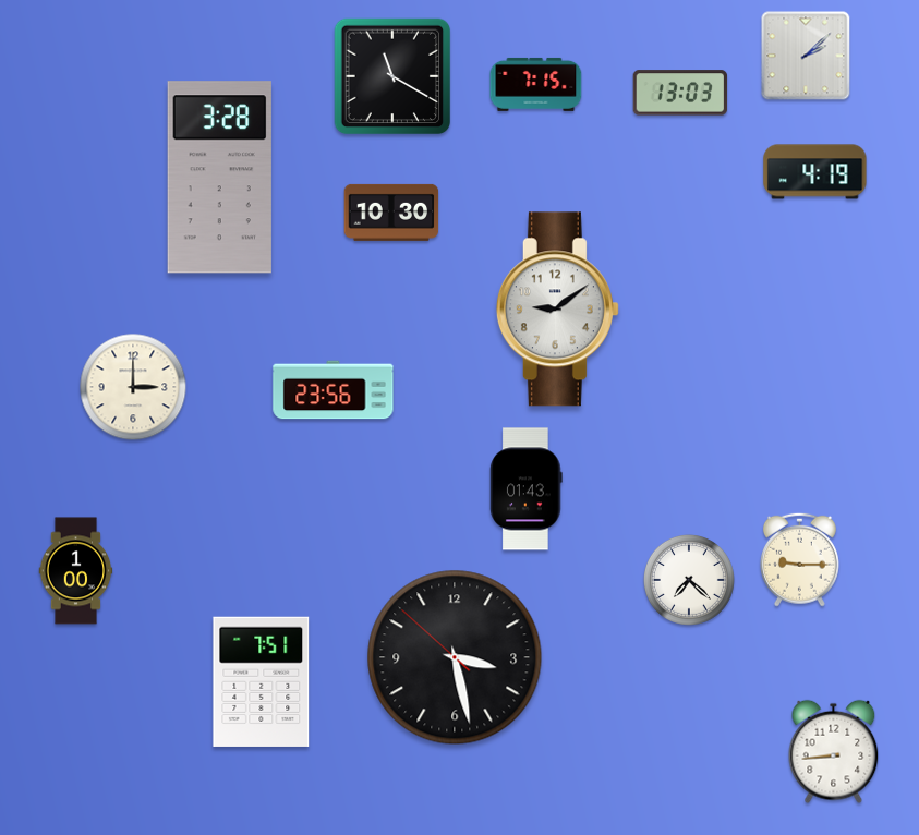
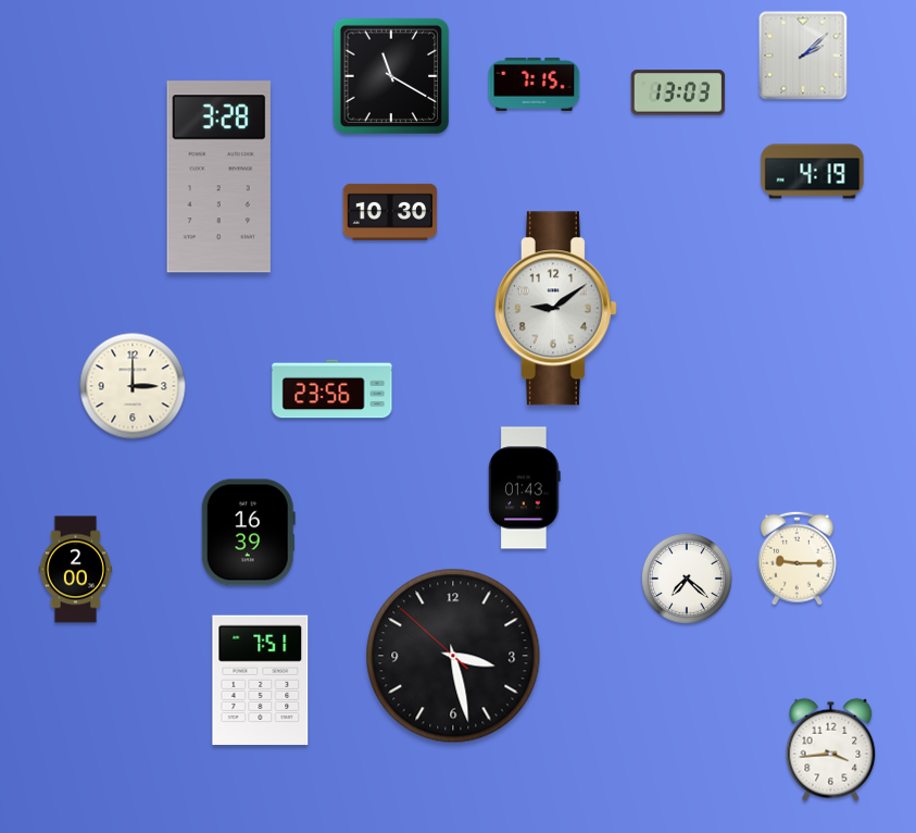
clock at (248, 533): none -> 16:39
clock at (76, 571): 1:00 -> 2:00
clock at (834, 752): 8:44 -> 3:44
